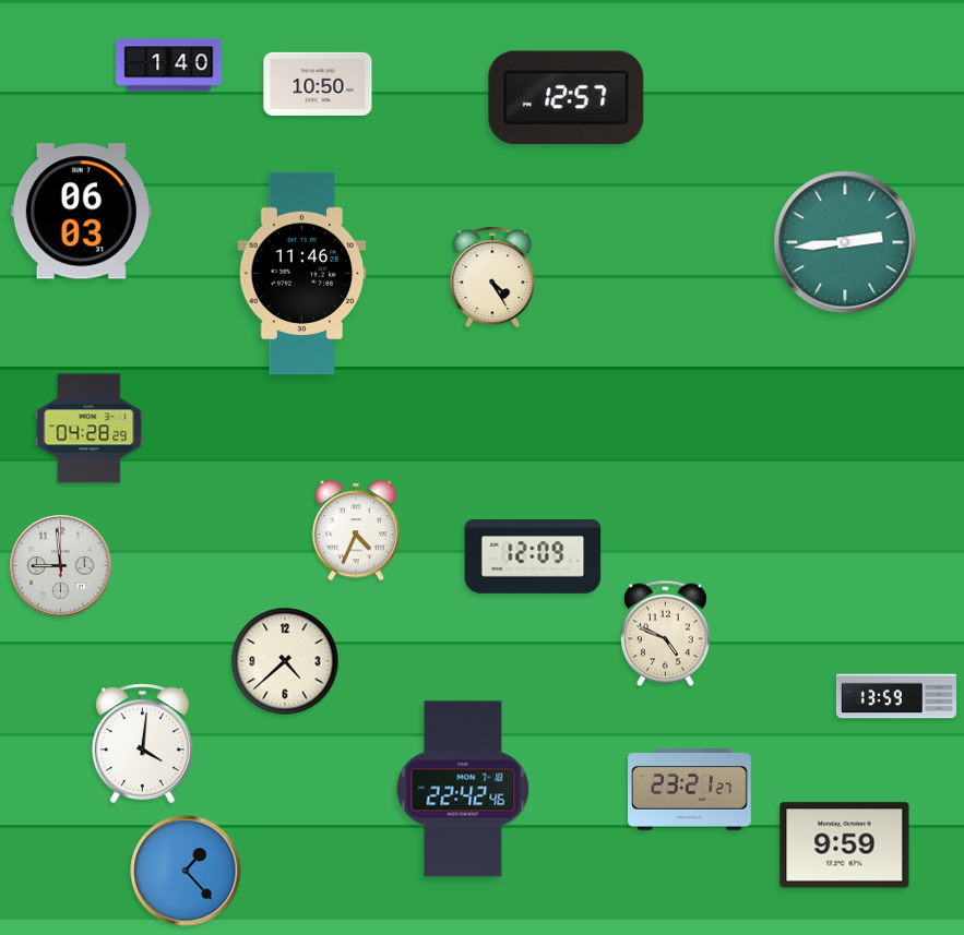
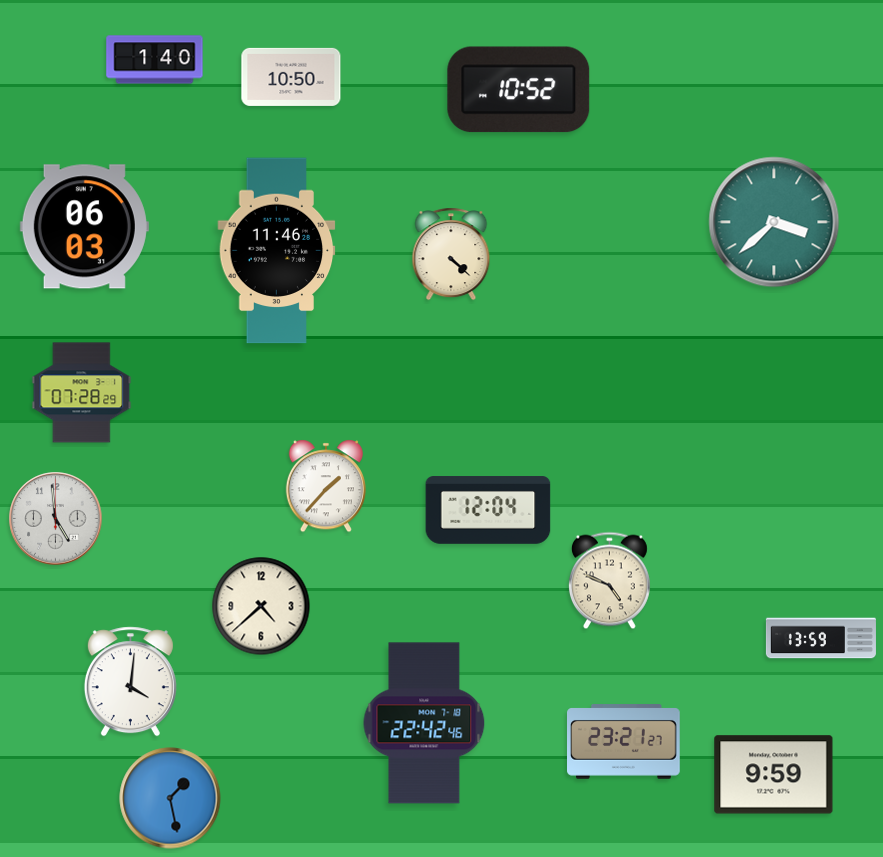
clock at (567, 98): 12:57 -> 10:52
clock at (81, 212) position: (81, 212) -> (84, 227)
clock at (845, 242): 2:44 -> 3:38
clock at (492, 277): 4:25 -> 4:22
clock at (90, 429): 04:28 -> 07:28
clock at (356, 530): 4:34 -> 1:37
clock at (533, 556): 12:09 -> 12:04
clock at (61, 566): 8:59 -> 4:59
clock at (690, 790) position: (690, 790) -> (624, 742)
clock at (186, 871): 1:23 -> 1:28
